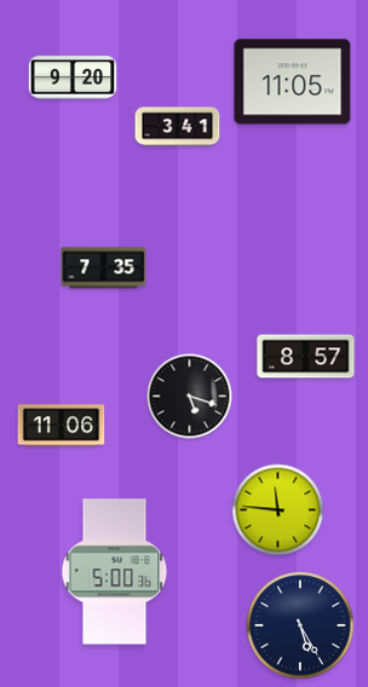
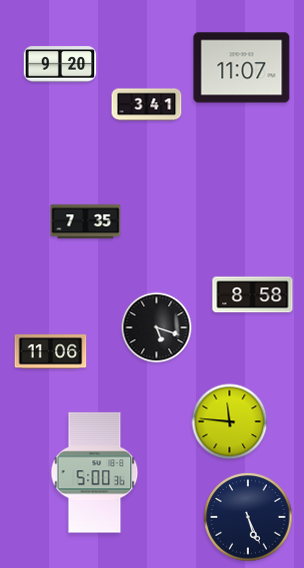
clock at (293, 82): 11:05 -> 11:07
clock at (306, 357): 8:57 -> 8:58
clock at (300, 625): 5:25 -> 5:26
